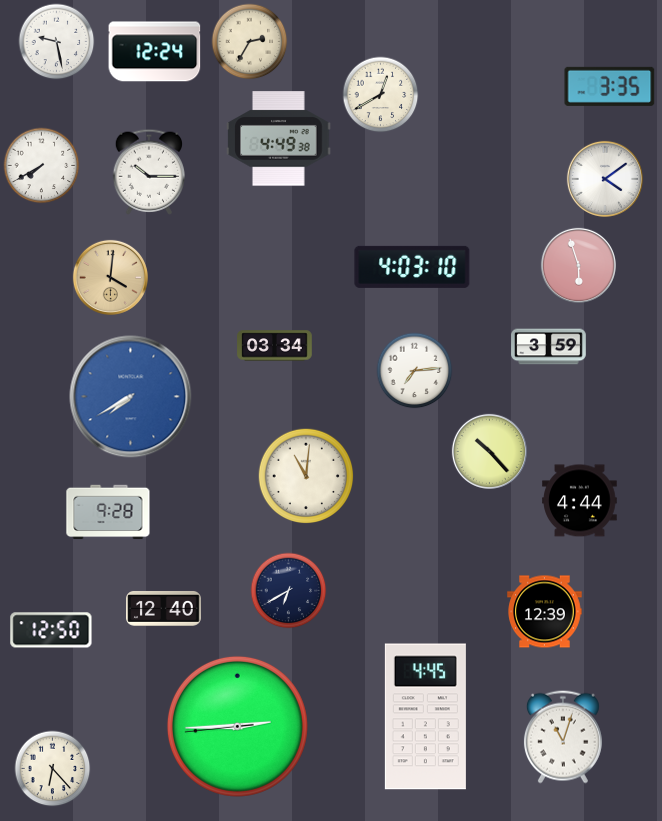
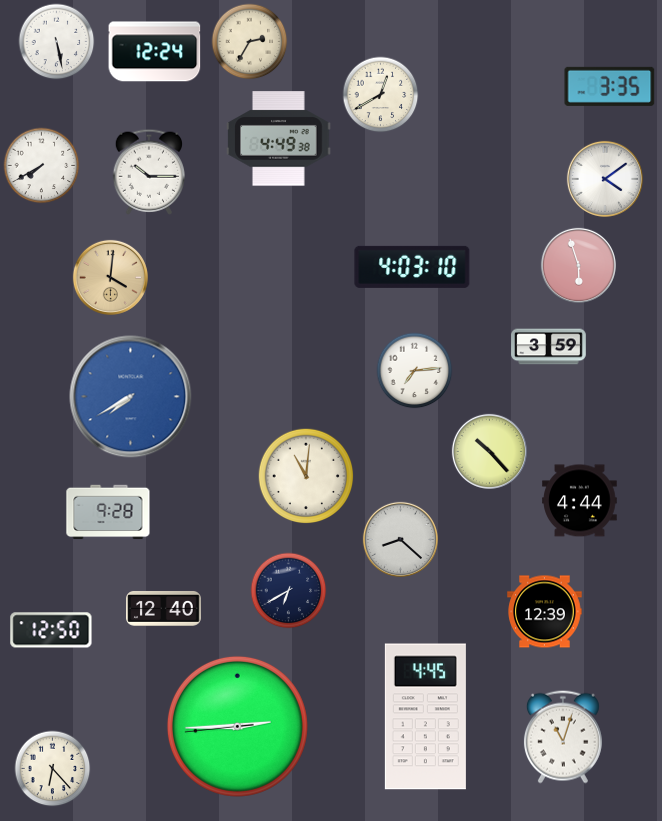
clock at (57, 42): 9:28 -> 5:28
clock at (275, 346): 03:34 -> none
clock at (400, 539): none -> 8:22
